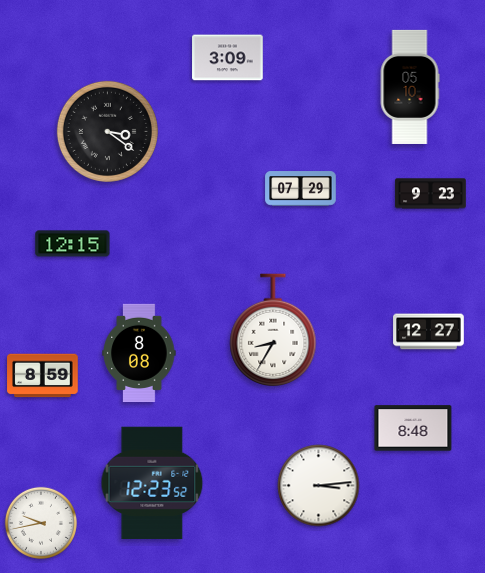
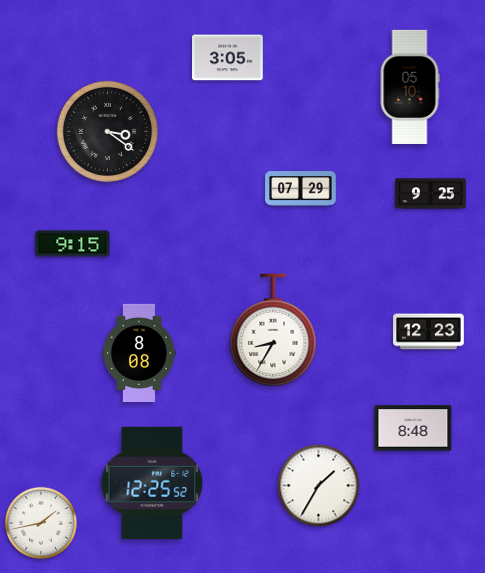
clock at (228, 58): 3:09 -> 3:05
clock at (431, 194): 9:23 -> 9:25
clock at (73, 244): 12:15 -> 9:15
clock at (429, 332): 12:27 -> 12:23
clock at (43, 376): 8:59 -> none
clock at (152, 483): 12:23 -> 12:25
clock at (319, 486): 3:14 -> 1:35
clock at (41, 523): 9:43 -> 1:43
